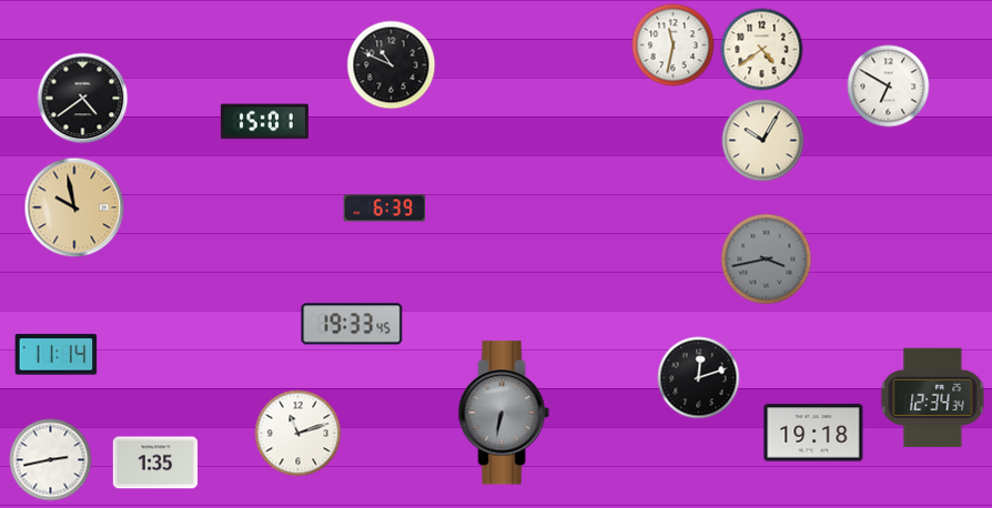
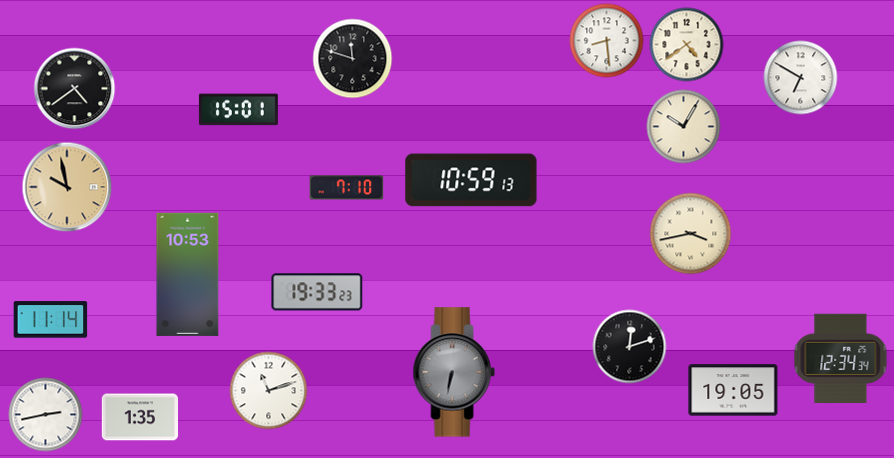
clock at (674, 45): 11:32 -> 8:29
clock at (392, 65): 10:49 -> 11:48
clock at (763, 141) position: (763, 141) -> (684, 127)
clock at (471, 180): none -> 10:59
clock at (385, 209): 6:39 -> 7:10
clock at (767, 260) dial: grey -> cream
clock at (188, 274): none -> 10:53
clock at (352, 324): 19:33:45 -> 19:33:23
clock at (699, 378) position: (699, 378) -> (630, 347)
clock at (813, 433): 19:18 -> 19:05
